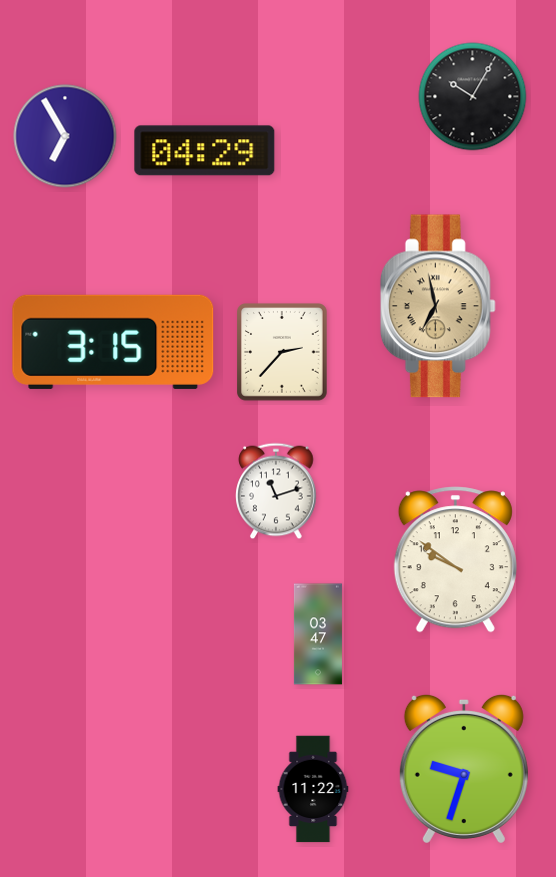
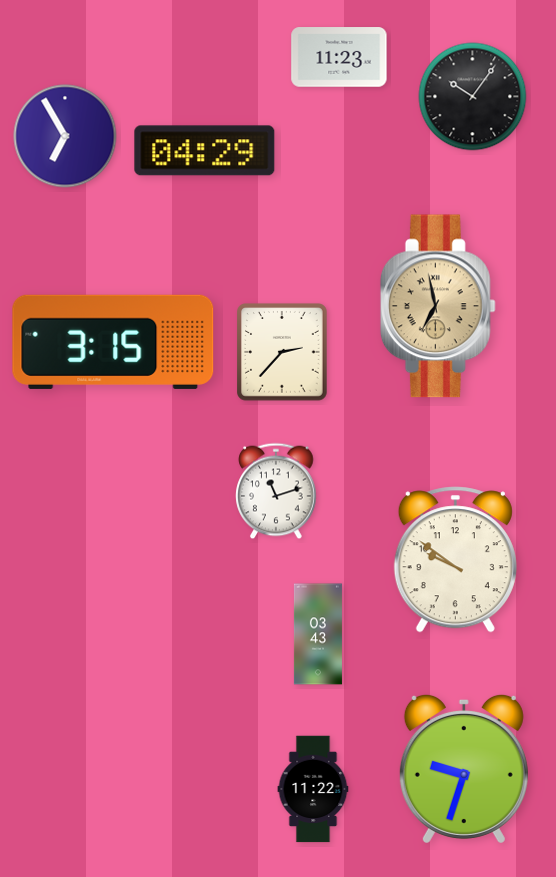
clock at (339, 57): none -> 11:23
clock at (473, 97): 10:05 -> 10:06
clock at (318, 634): 03:47 -> 03:43
